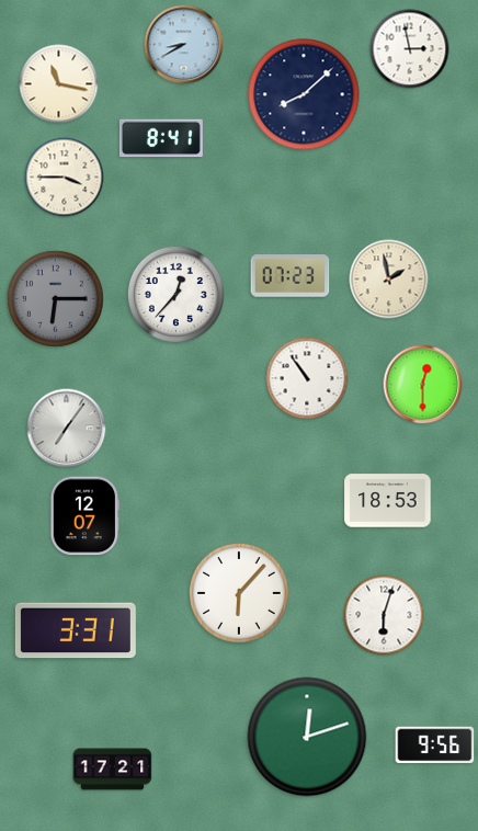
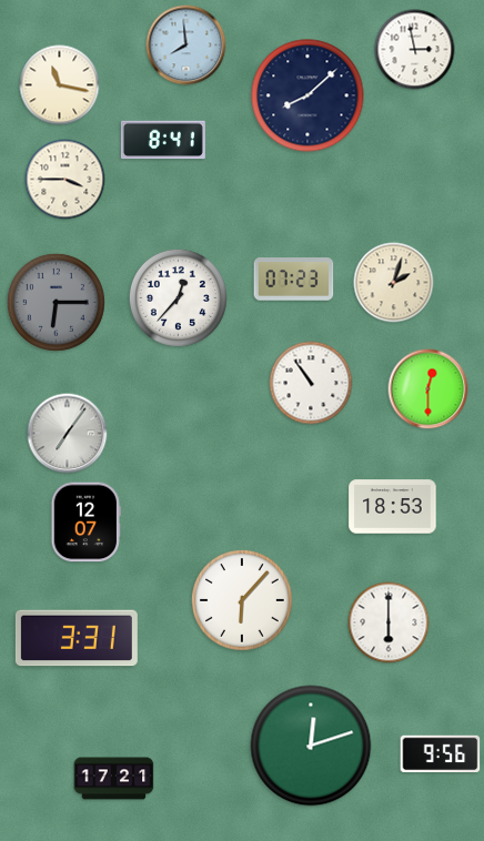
clock at (184, 45): 8:40 -> 7:59
clock at (389, 280): 1:58 -> 2:03
clock at (384, 615): 6:03 -> 6:00
